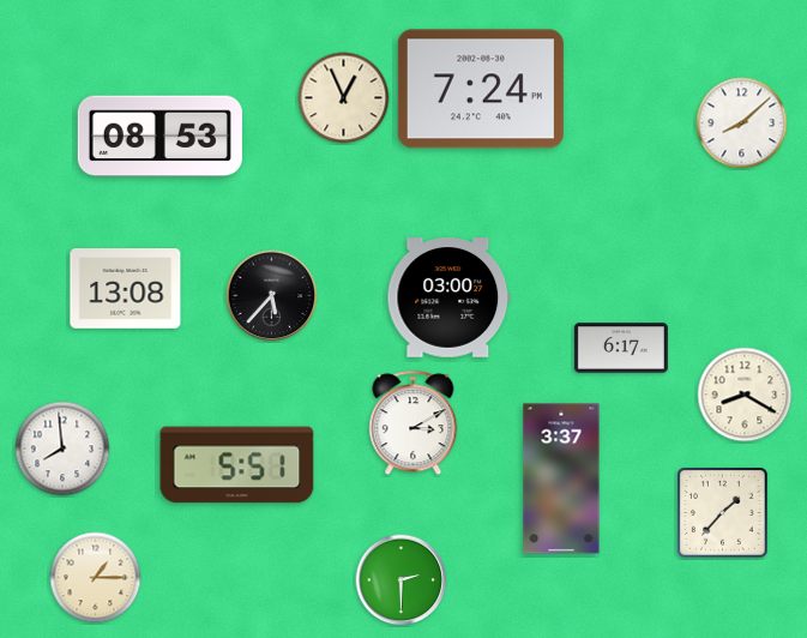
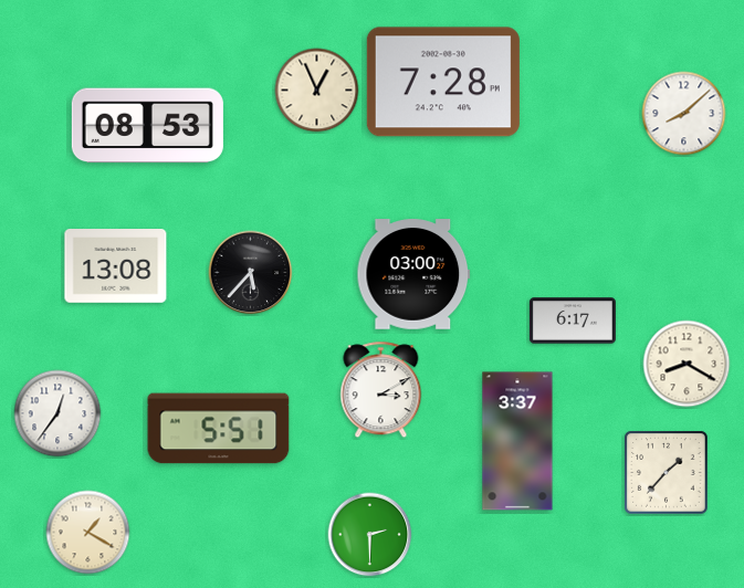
clock at (481, 89): 7:24 -> 7:28
clock at (62, 449): 7:59 -> 12:36
clock at (96, 578): 1:15 -> 1:20
